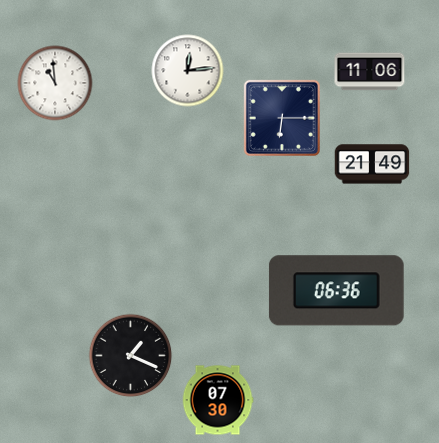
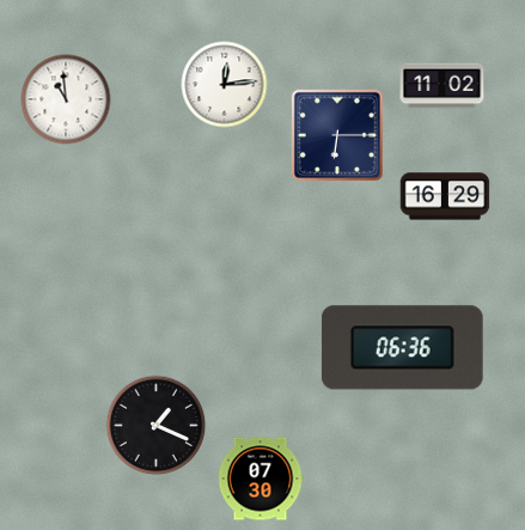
clock at (370, 72): 11:06 -> 11:02
clock at (282, 118) position: (282, 118) -> (337, 135)
clock at (372, 164): 21:49 -> 16:29
